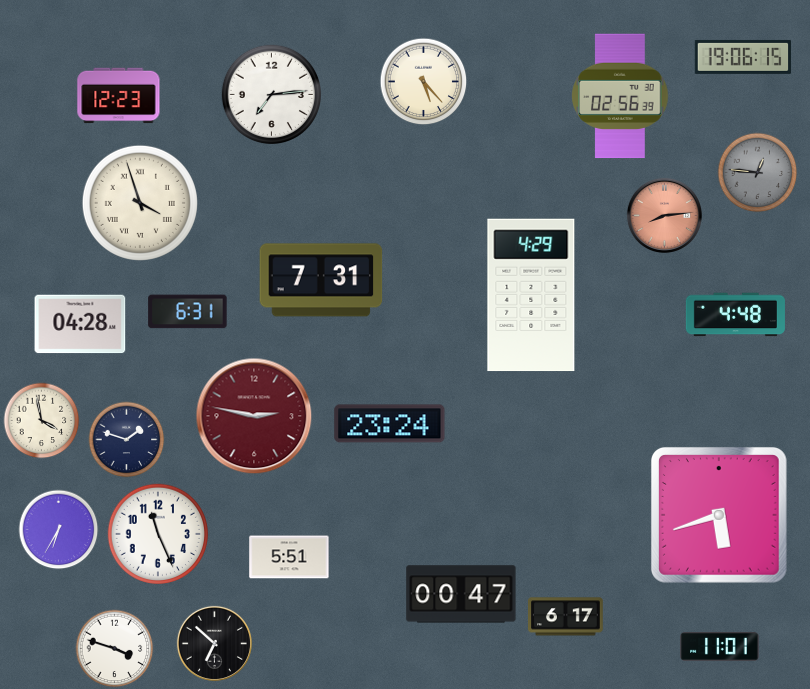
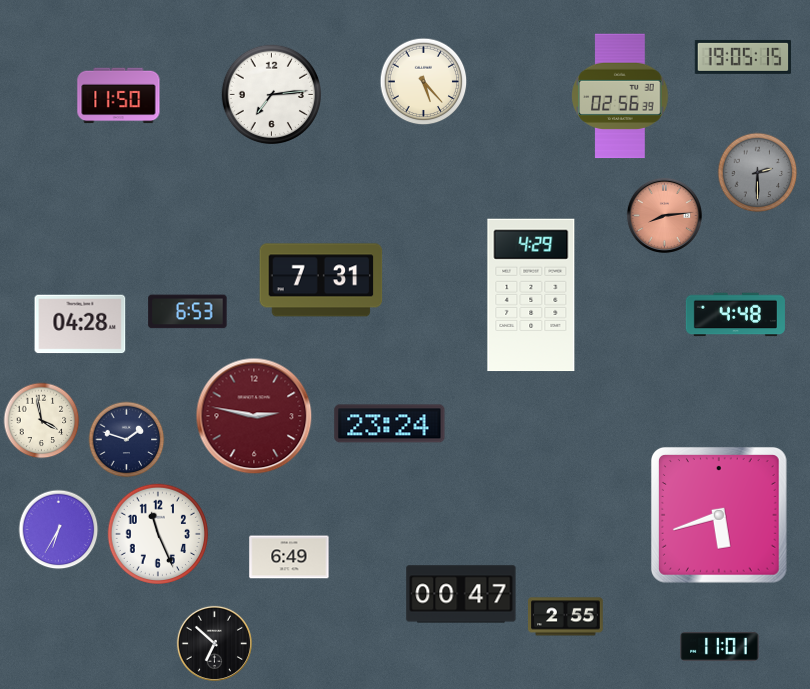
clock at (743, 57): 19:06 -> 19:05
clock at (119, 96): 12:23 -> 11:50
clock at (758, 173): 12:46 -> 2:30
clock at (140, 203): 3:57 -> none
clock at (188, 312): 6:31 -> 6:53
clock at (289, 557): 5:51 -> 6:49
clock at (566, 617): 6:17 -> 2:55
clock at (115, 649): 3:48 -> none
